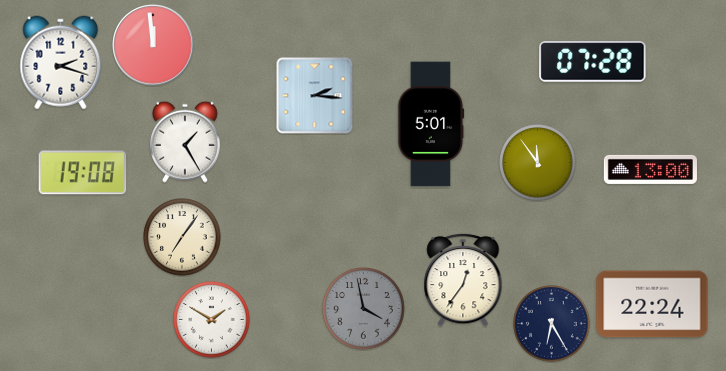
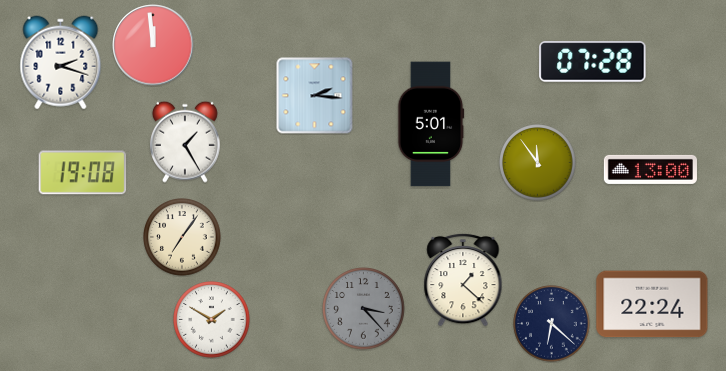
clock at (463, 280): 12:36 -> 1:22
clock at (364, 309): 3:58 -> 3:23
clock at (552, 324): 6:25 -> 6:22
